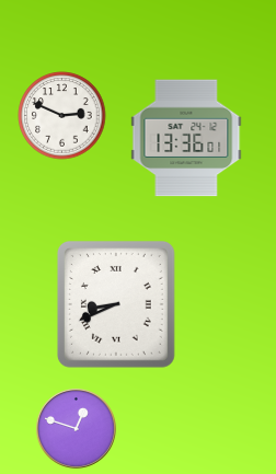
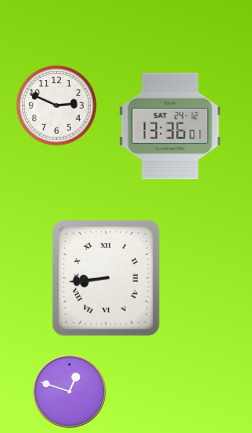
clock at (116, 304): 8:41 -> 8:44
